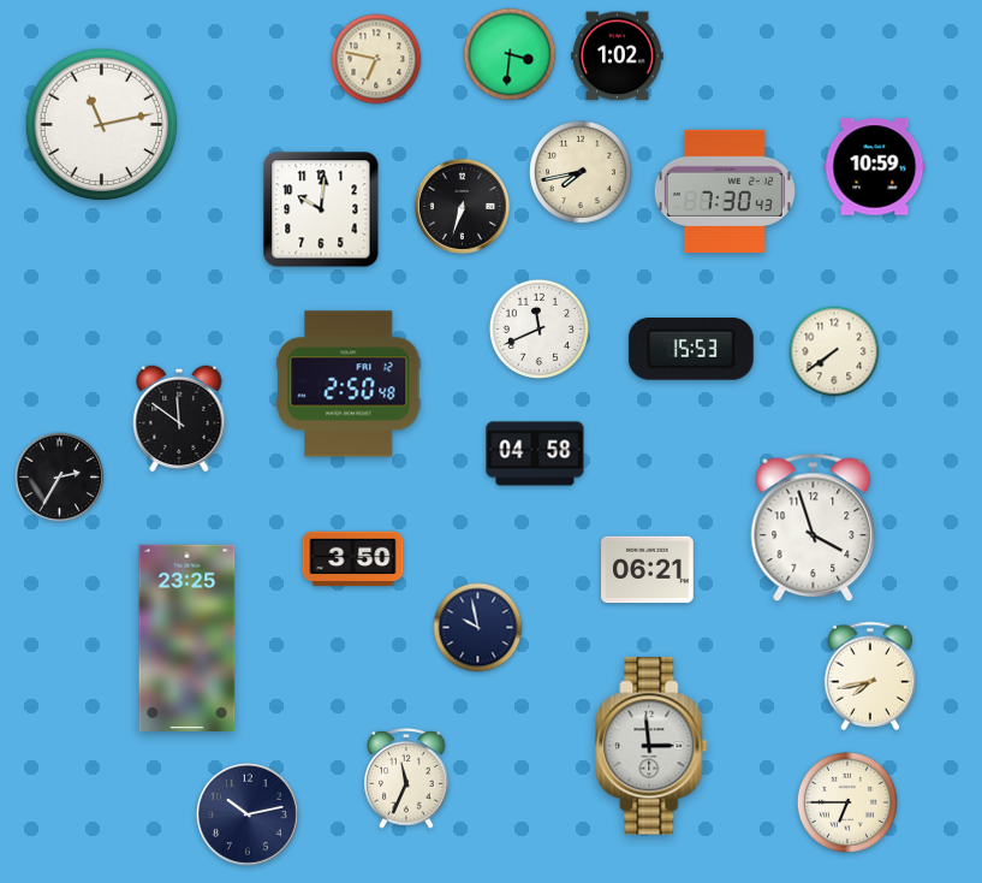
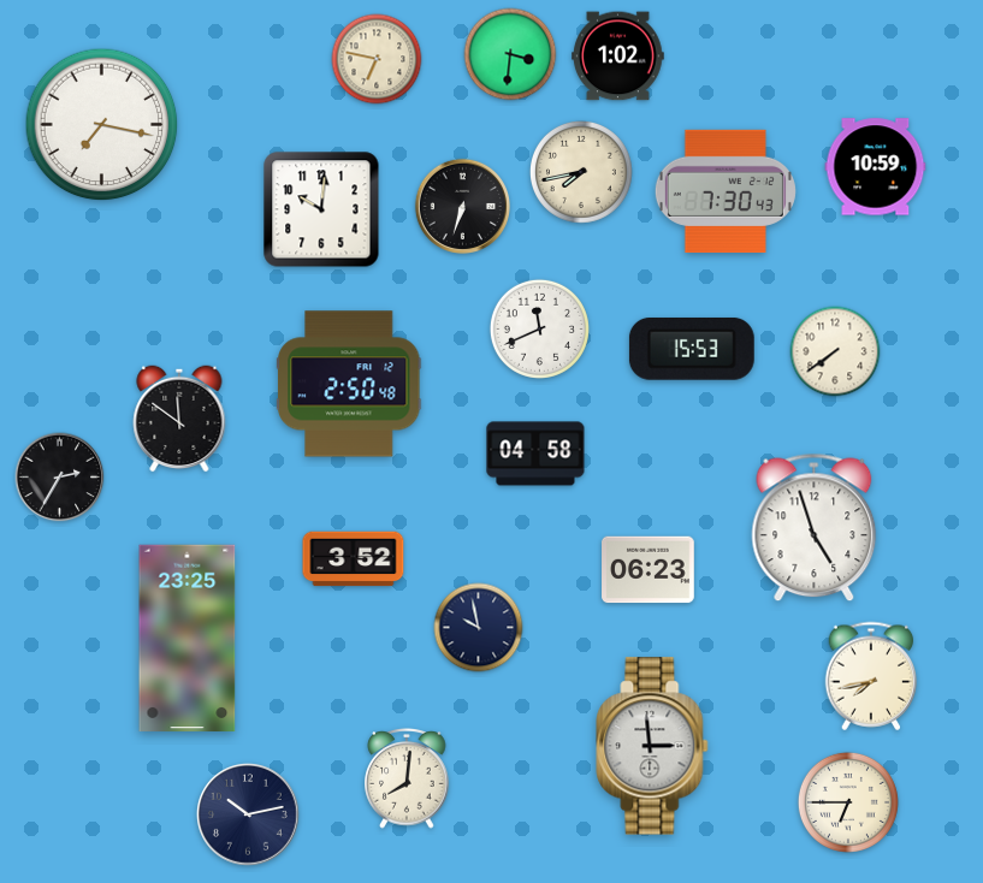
clock at (102, 125): 11:13 -> 7:17
clock at (814, 528): 3:57 -> 4:57
clock at (353, 559): 3:50 -> 3:52
clock at (648, 570): 06:21 -> 06:23
clock at (406, 780): 11:34 -> 8:01
